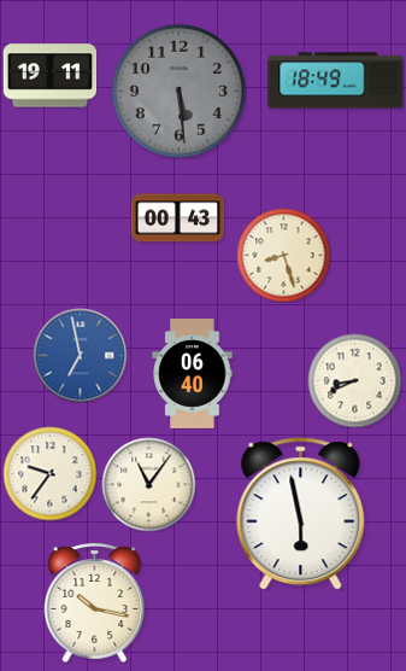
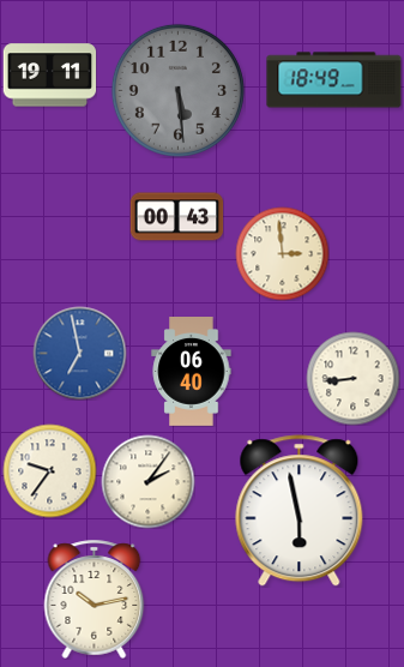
clock at (283, 255): 8:27 -> 2:59
clock at (354, 380): 8:41 -> 8:44
clock at (148, 484): 11:06 -> 2:06
clock at (95, 602): 10:17 -> 10:13
